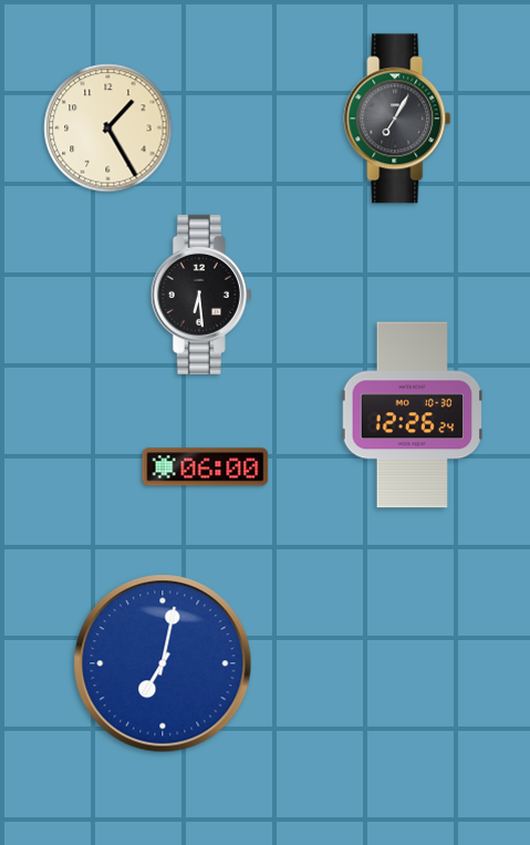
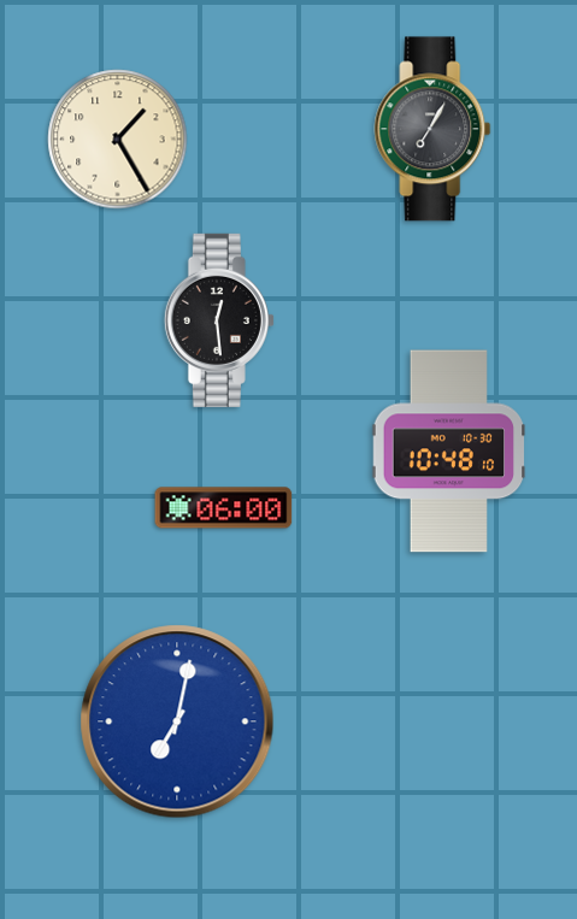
clock at (201, 295): 6:29 -> 12:29
clock at (413, 415): 12:26 -> 10:48
